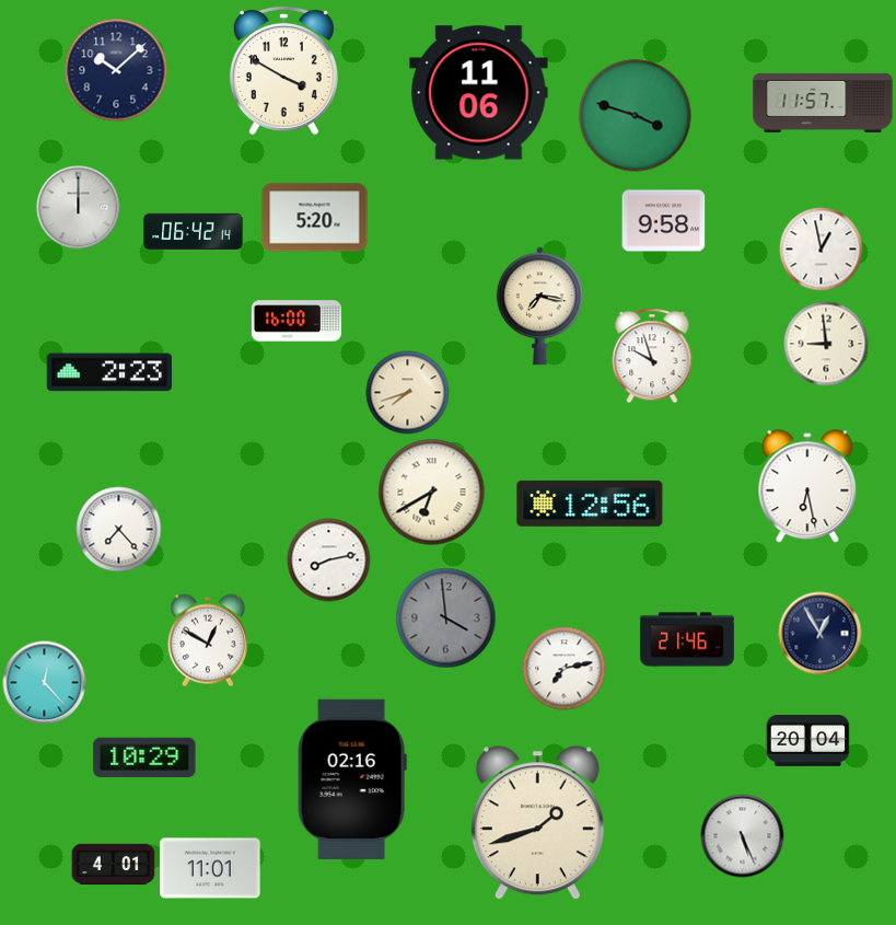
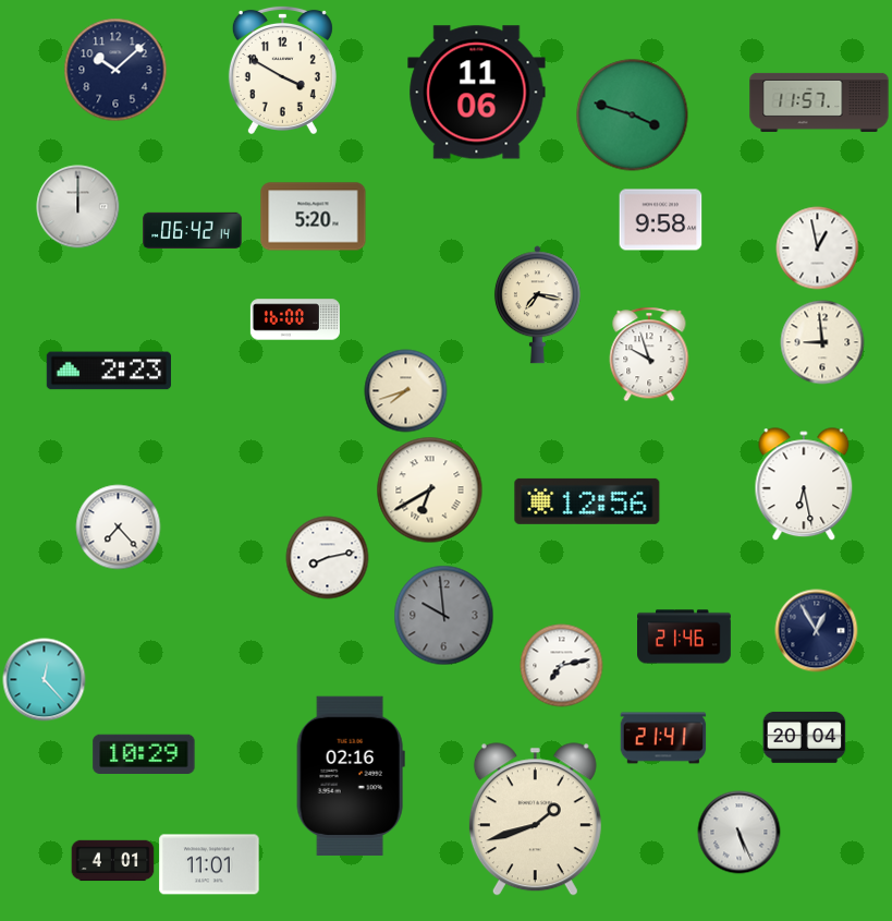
clock at (446, 618): 3:59 -> 9:59
clock at (208, 640): 12:50 -> none
clock at (663, 738): none -> 21:41
